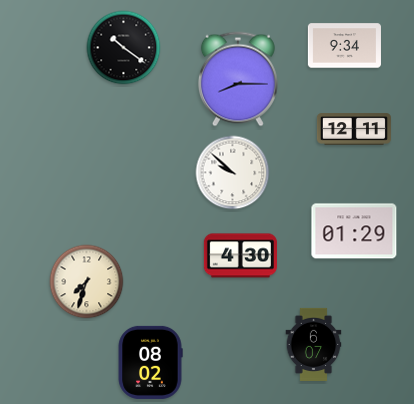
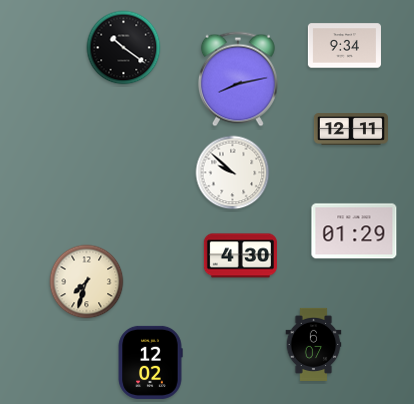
clock at (238, 79): 8:15 -> 8:13
clock at (354, 129) position: (354, 129) -> (351, 129)
clock at (150, 362): 08:02 -> 12:02
